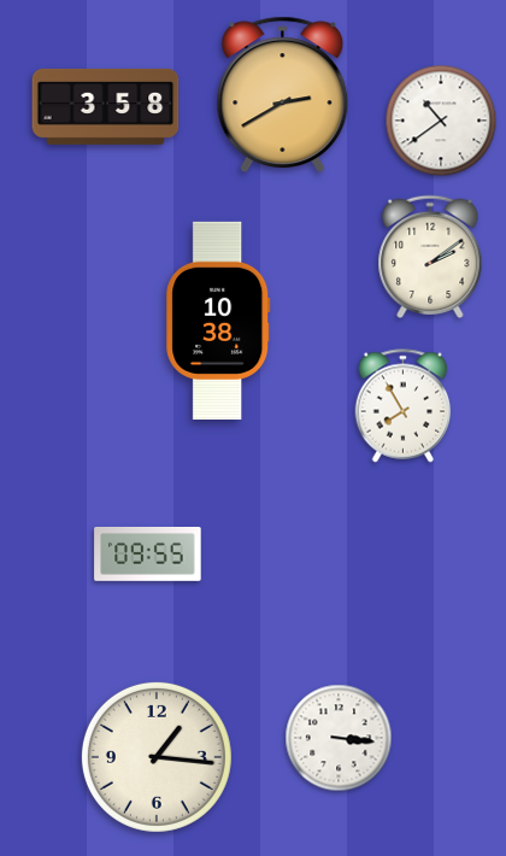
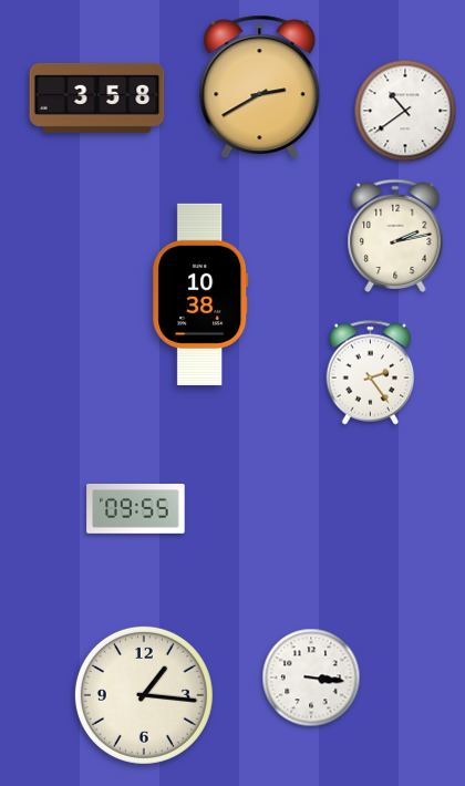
clock at (430, 257): 2:09 -> 2:13
clock at (404, 406): 7:55 -> 2:24
